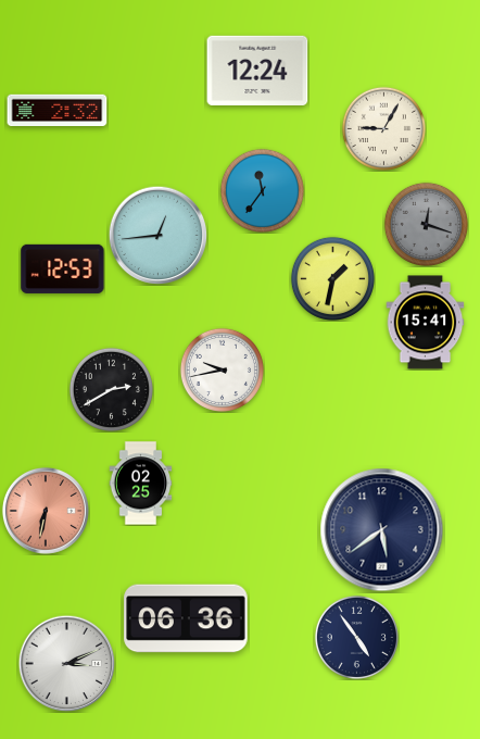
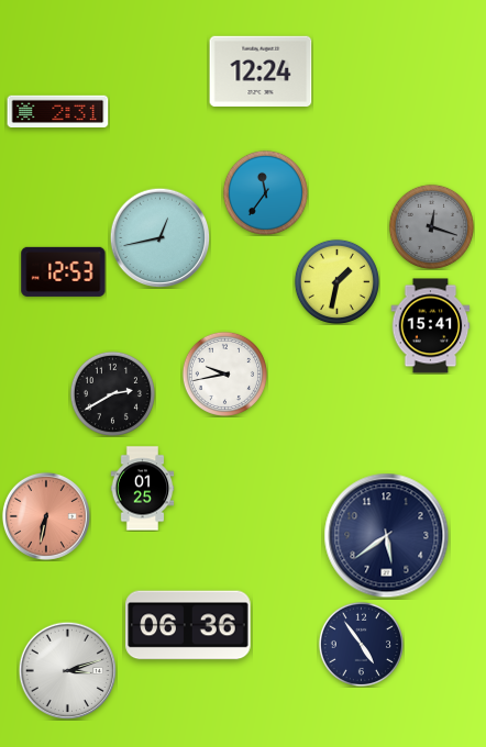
clock at (58, 110): 2:32 -> 2:31
clock at (383, 128): 9:05 -> none
clock at (157, 235): 12:44 -> 12:43
clock at (141, 484): 02:25 -> 01:25
clock at (66, 663): 3:11 -> 3:12
